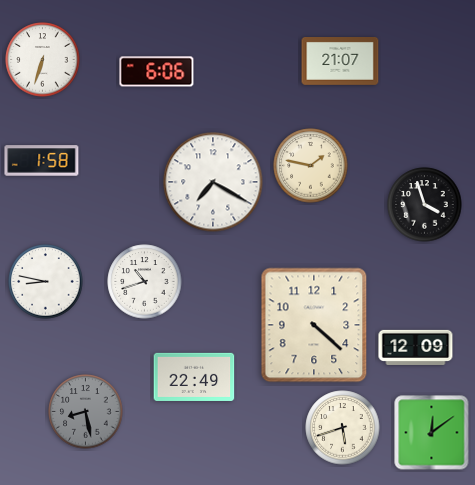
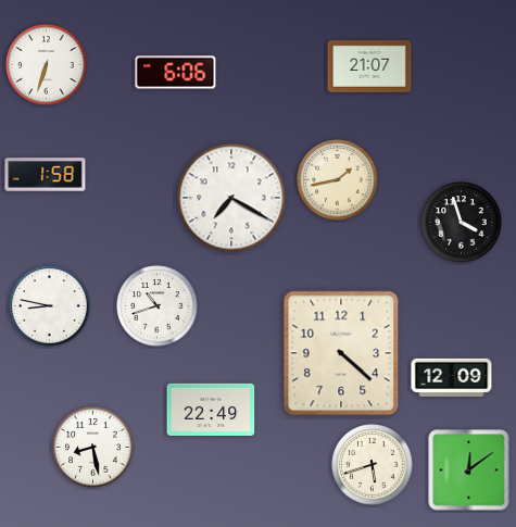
clock at (157, 72) position: (157, 72) -> (176, 73)
clock at (311, 166): 1:47 -> 1:43
clock at (86, 412) dial: grey -> white
